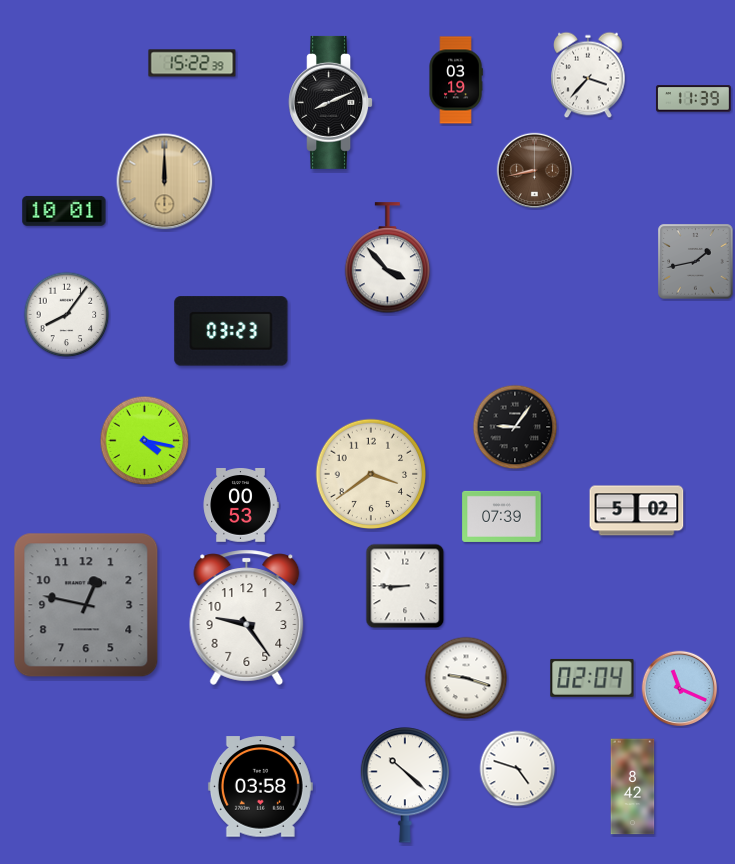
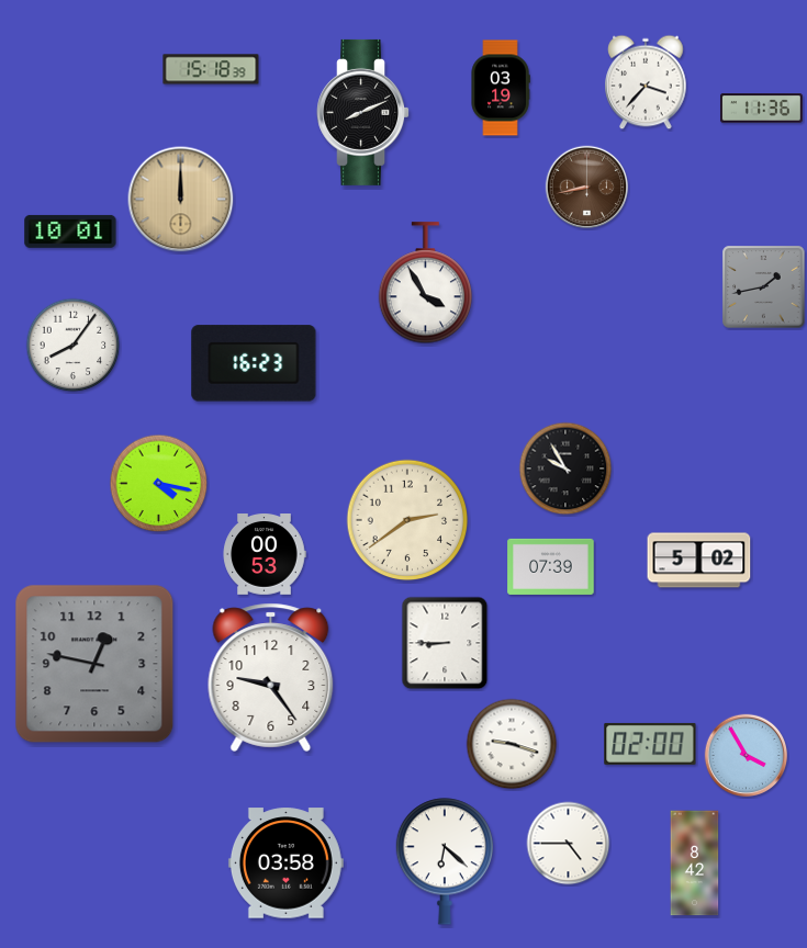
clock at (192, 63): 15:22 -> 15:18
clock at (693, 99): 11:39 -> 11:36
clock at (387, 258): 3:53 -> 3:55
clock at (231, 331): 03:23 -> 16:23
clock at (515, 427): 9:06 -> 9:55
clock at (371, 474): 3:39 -> 2:39
clock at (592, 678): 02:04 -> 02:00
clock at (680, 689): 11:19 -> 3:55
clock at (518, 769): 4:48 -> 4:45
clock at (404, 785): 10:22 -> 6:22
